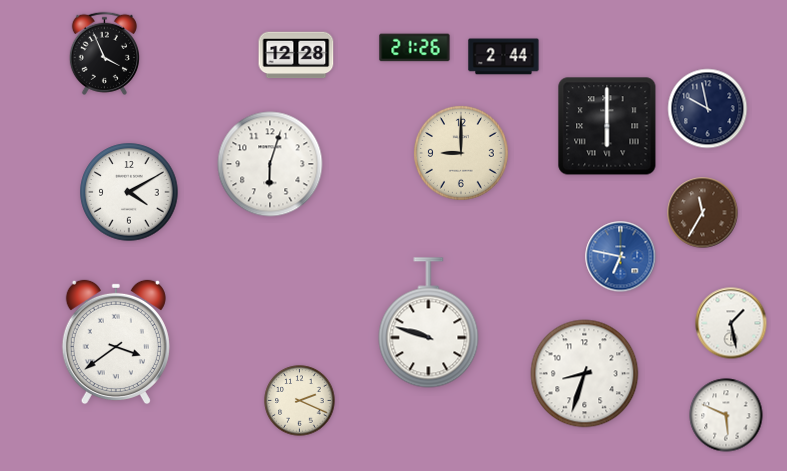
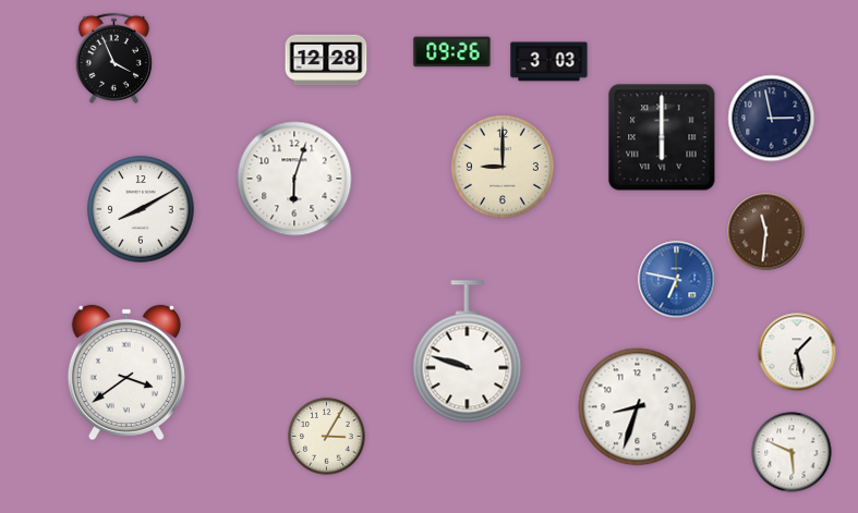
clock at (415, 48): 21:26 -> 09:26
clock at (296, 55) position: (296, 55) -> (326, 60)
clock at (504, 57): 2:44 -> 3:03
clock at (708, 109): 9:58 -> 2:58
clock at (129, 192): 4:10 -> 8:10
clock at (703, 213): 11:35 -> 11:31
clock at (300, 401): 2:19 -> 3:05
